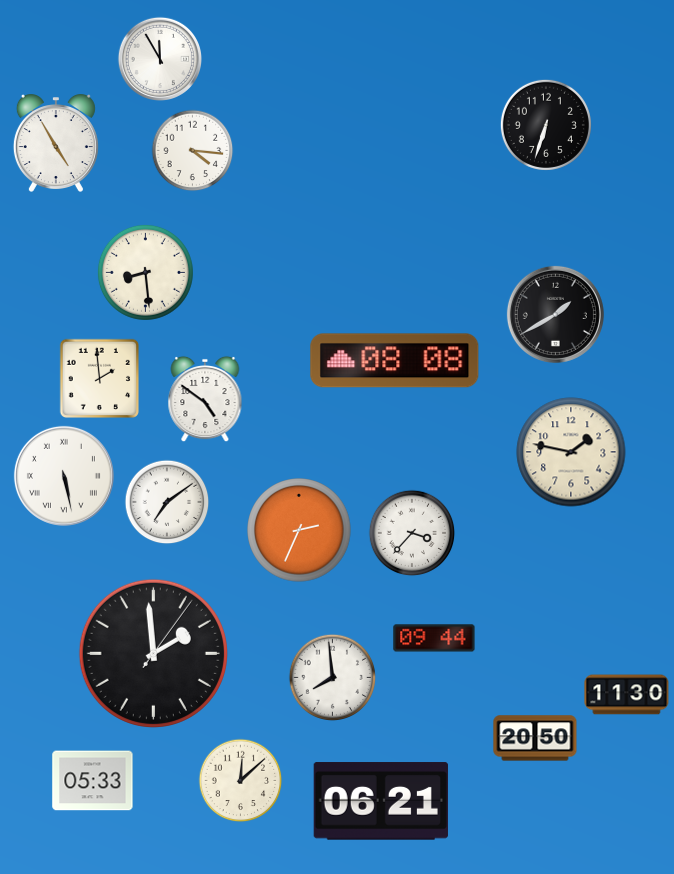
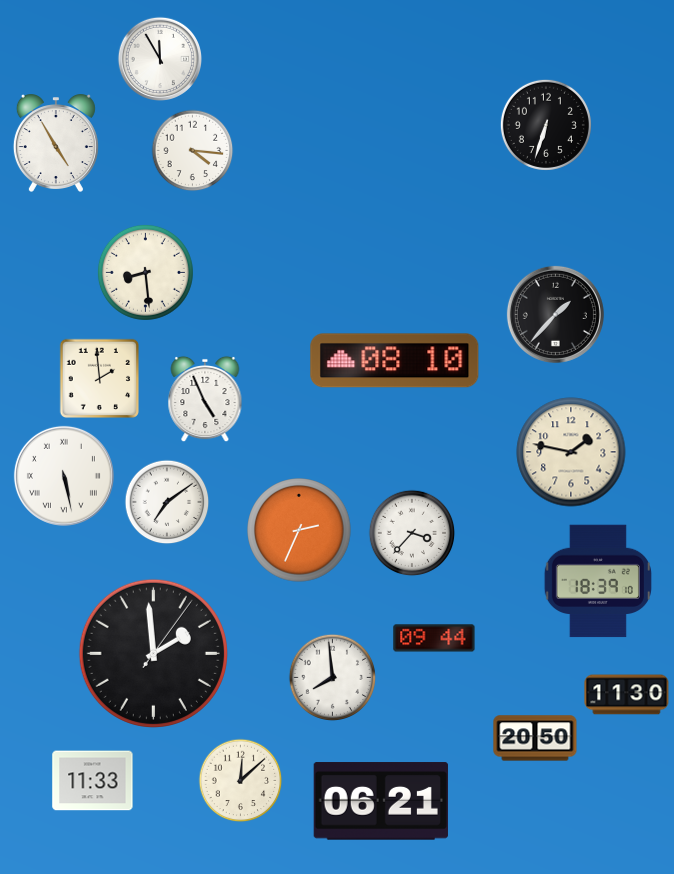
clock at (555, 314): 1:40 -> 1:37
clock at (395, 361): 08:08 -> 08:10
clock at (205, 399): 4:51 -> 4:56
clock at (598, 581): none -> 18:39
clock at (93, 781): 05:33 -> 11:33
